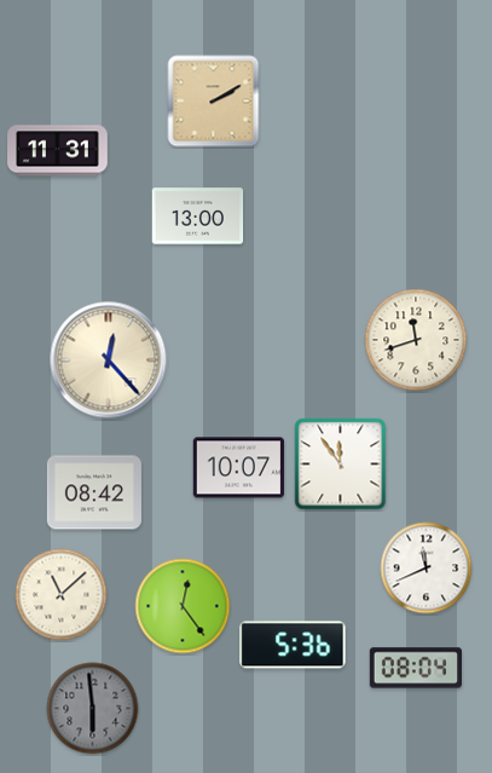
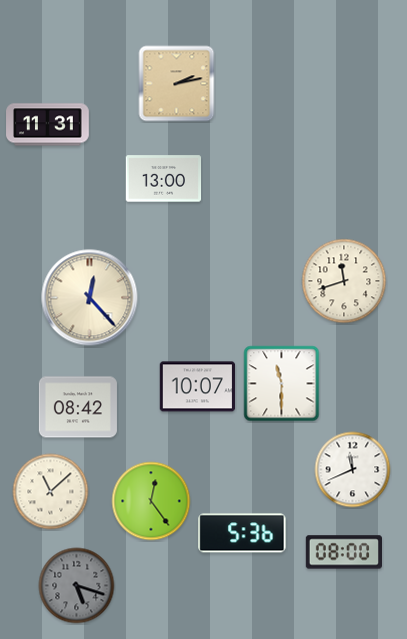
clock at (214, 102): 2:10 -> 2:13
clock at (341, 465): 11:54 -> 11:30
clock at (415, 668): 08:04 -> 08:00
clock at (93, 709): 5:59 -> 5:18
